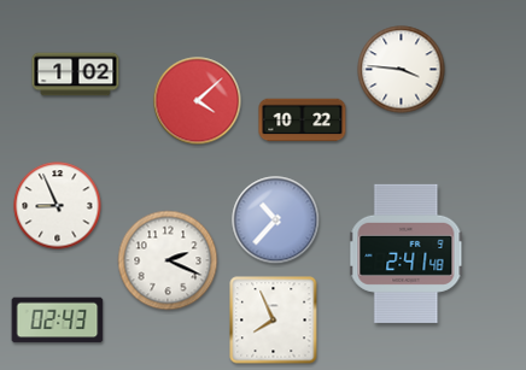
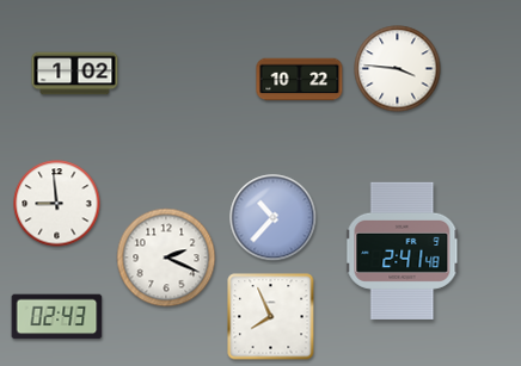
clock at (198, 101): 4:08 -> none
clock at (303, 121) position: (303, 121) -> (300, 80)
clock at (58, 206): 8:56 -> 8:59
